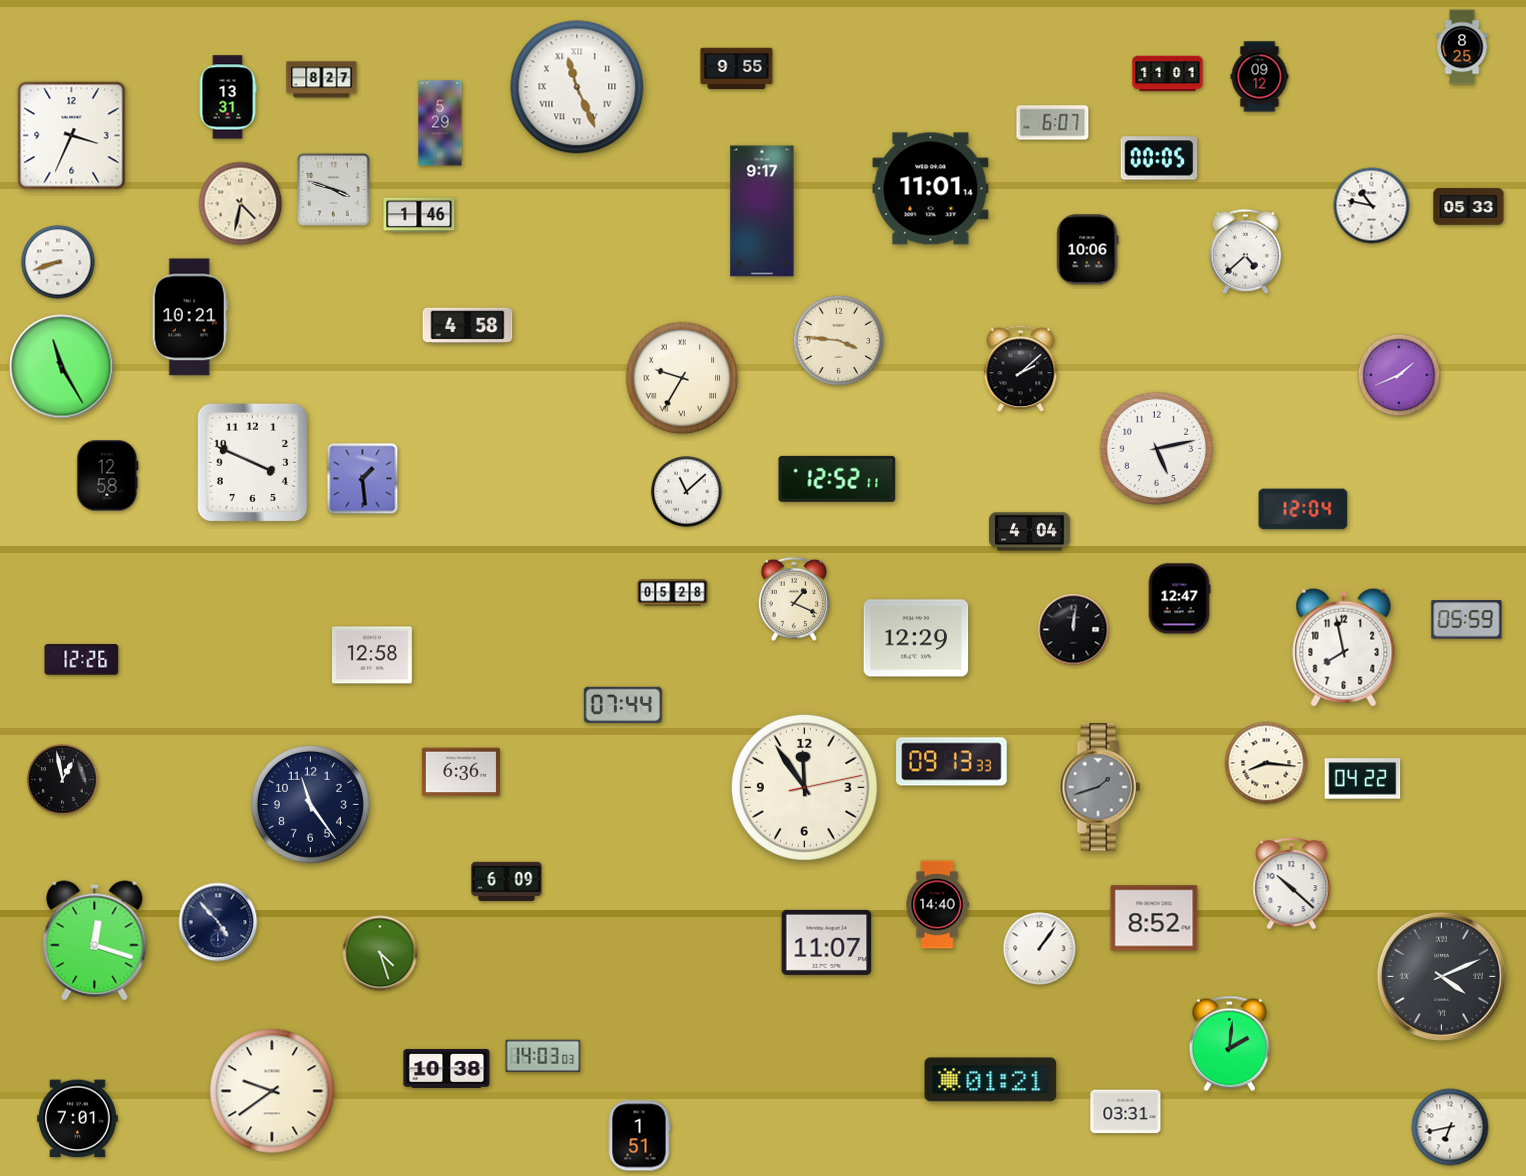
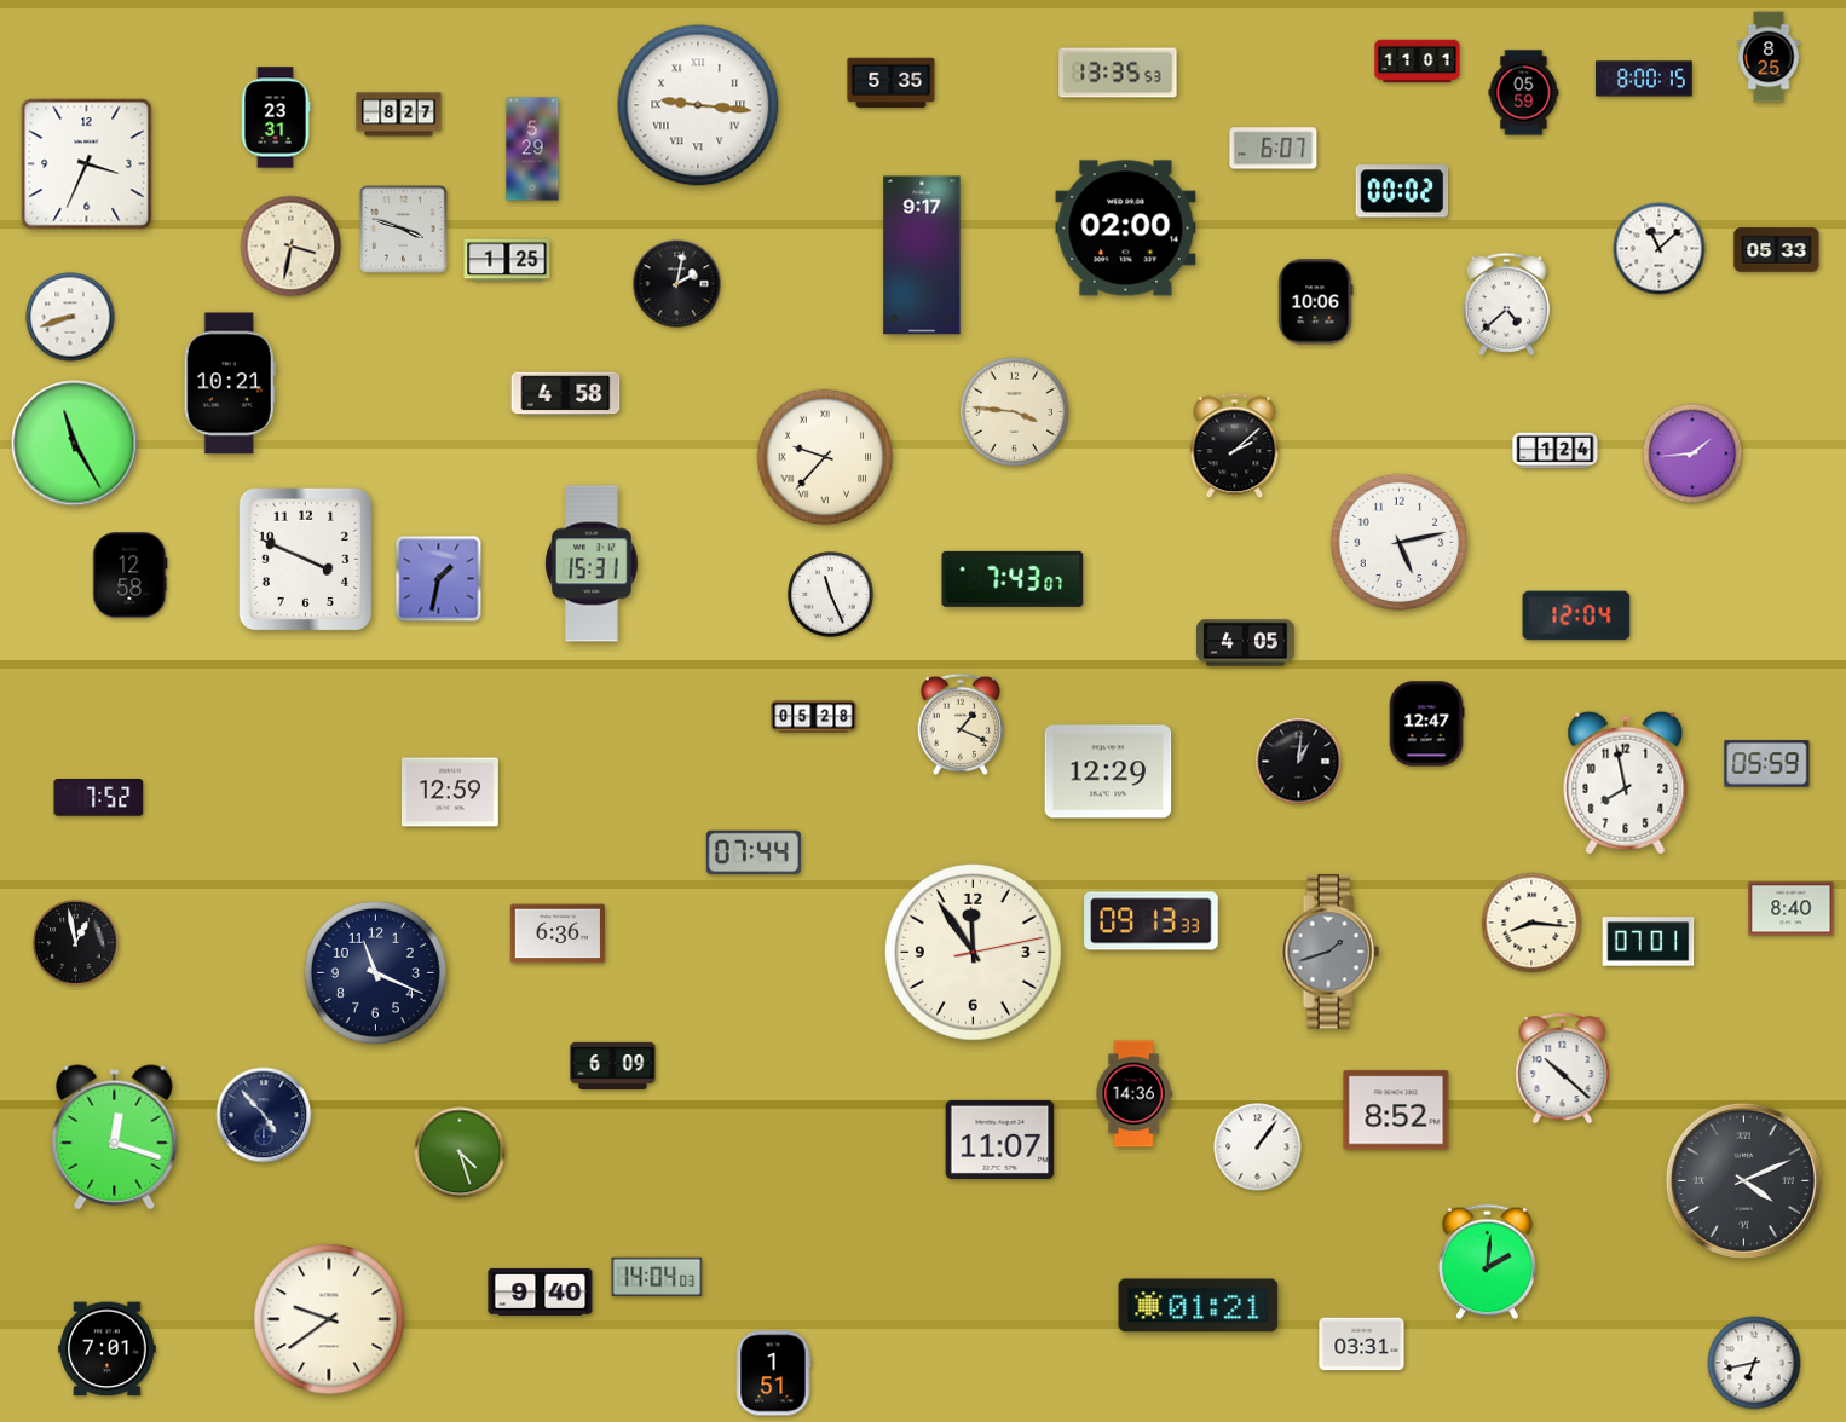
clock at (1118, 73): none -> 13:35
clock at (1644, 79): none -> 8:00
clock at (737, 69): 9:55 -> 5:35
clock at (1168, 74) position: (1168, 74) -> (1418, 62)
clock at (1260, 77): 09:12 -> 05:59
clock at (322, 80) position: (322, 80) -> (399, 115)
clock at (577, 87): 11:26 -> 9:16
clock at (228, 97): 13:31 -> 23:31
clock at (1159, 158): 00:05 -> 00:02
clock at (931, 189): 11:01 -> 02:00
clock at (241, 204): 4:32 -> 3:32
clock at (1372, 206): 10:47 -> 11:08
clock at (419, 215): 1:46 -> 1:25
clock at (677, 284): none -> 2:02
clock at (1556, 451): none -> 1:24
clock at (1399, 375): 1:41 -> 1:44
clock at (682, 378): 9:35 -> 9:37
clock at (592, 563): none -> 15:31
clock at (363, 479): 1:29 -> 1:32
clock at (837, 479): 12:52 -> 7:43
clock at (687, 492): 11:08 -> 11:26
clock at (1030, 532): 4:04 -> 4:05
clock at (1467, 620) position: (1467, 620) -> (1767, 764)
clock at (1074, 630): 12:01 -> 1:01
clock at (372, 655): 12:58 -> 12:59
clock at (82, 660): 12:26 -> 7:52
clock at (1792, 909): none -> 8:40
clock at (1363, 779): 04:22 -> 07:01
clock at (310, 804): 11:24 -> 11:19
clock at (937, 905): 14:40 -> 14:36
clock at (543, 1056): 14:03 -> 14:04
clock at (447, 1068): 10:38 -> 9:40
clock at (78, 1119) position: (78, 1119) -> (108, 1349)
